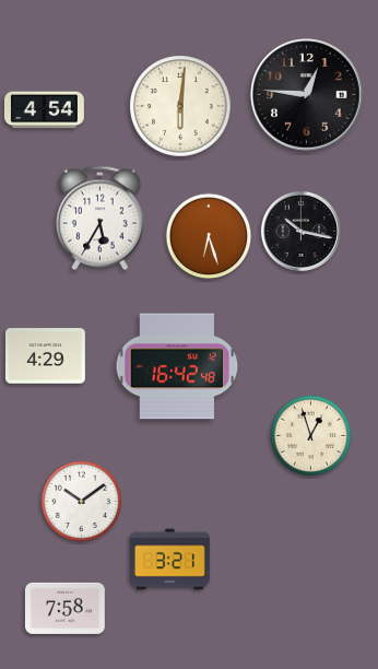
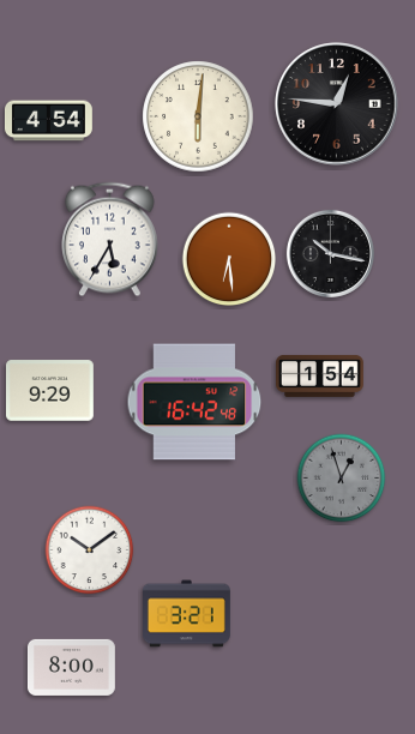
clock at (209, 236): 6:27 -> 6:29
clock at (320, 375): none -> 1:54
clock at (45, 356): 4:29 -> 9:29
clock at (311, 436) dial: cream -> grey
clock at (64, 608): 7:58 -> 8:00
